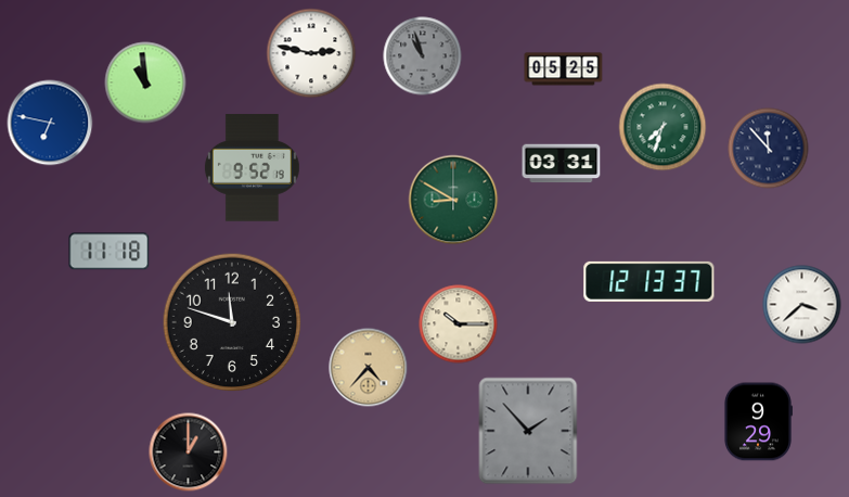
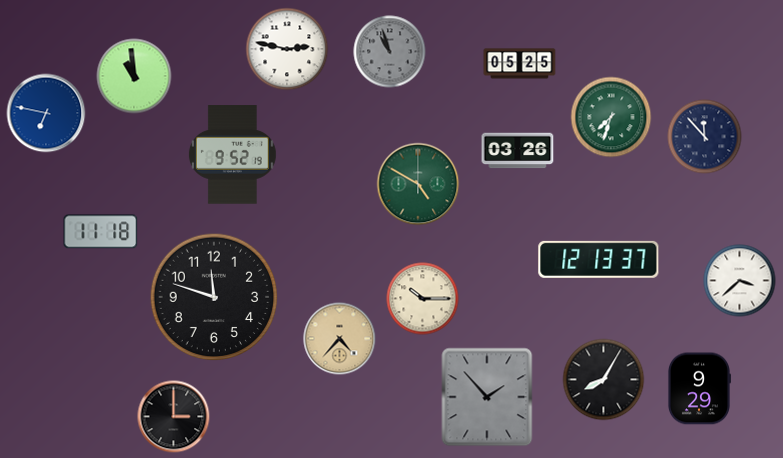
clock at (769, 149) position: (769, 149) -> (705, 137)
clock at (562, 164): 03:31 -> 03:26
clock at (453, 200): 8:50 -> 4:50
clock at (604, 380): none -> 8:05
clock at (189, 453): 1:00 -> 3:00
